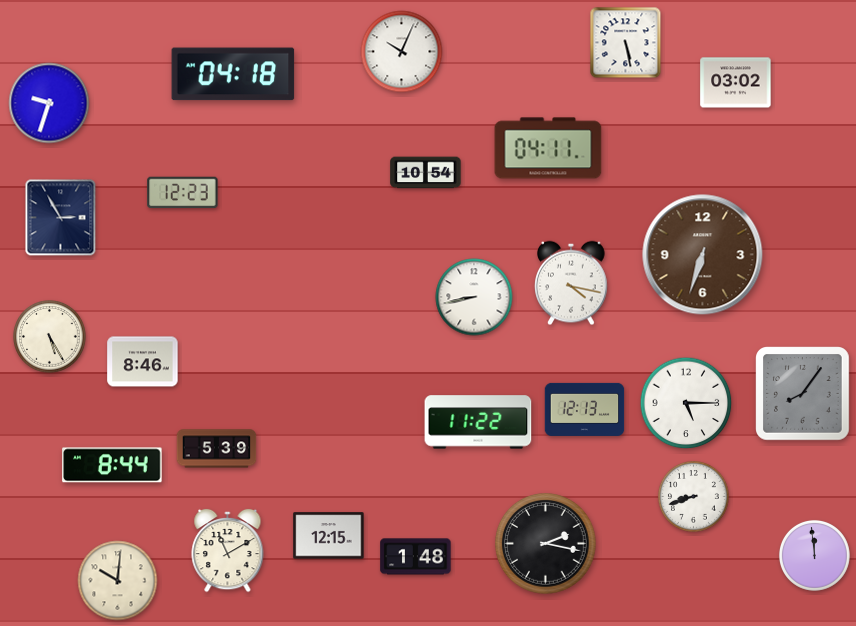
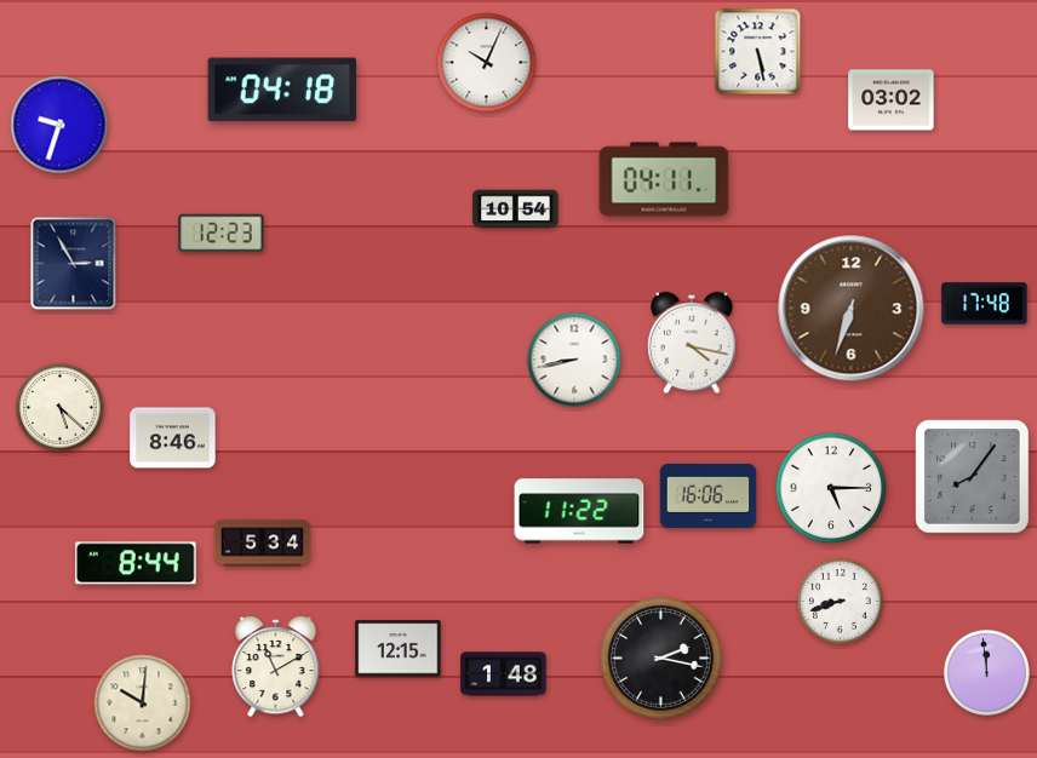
clock at (985, 304): none -> 17:48
clock at (50, 337): 5:25 -> 5:22
clock at (585, 409): 12:13 -> 16:06
clock at (217, 449): 5:39 -> 5:34
